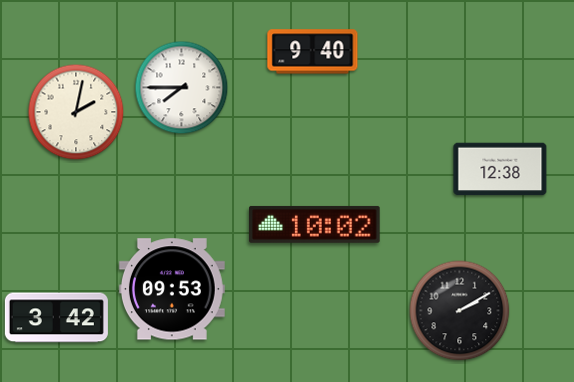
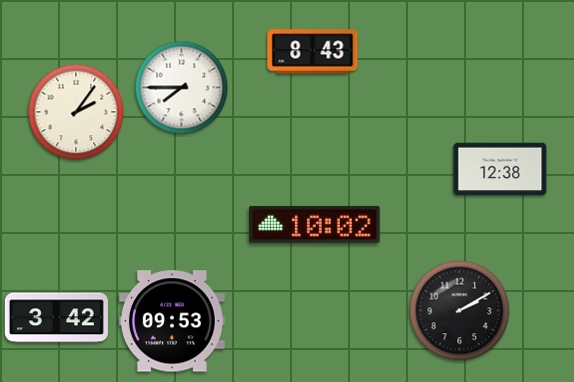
clock at (313, 52): 9:40 -> 8:43
clock at (76, 112): 2:02 -> 2:06
clock at (172, 289) position: (172, 289) -> (172, 321)
